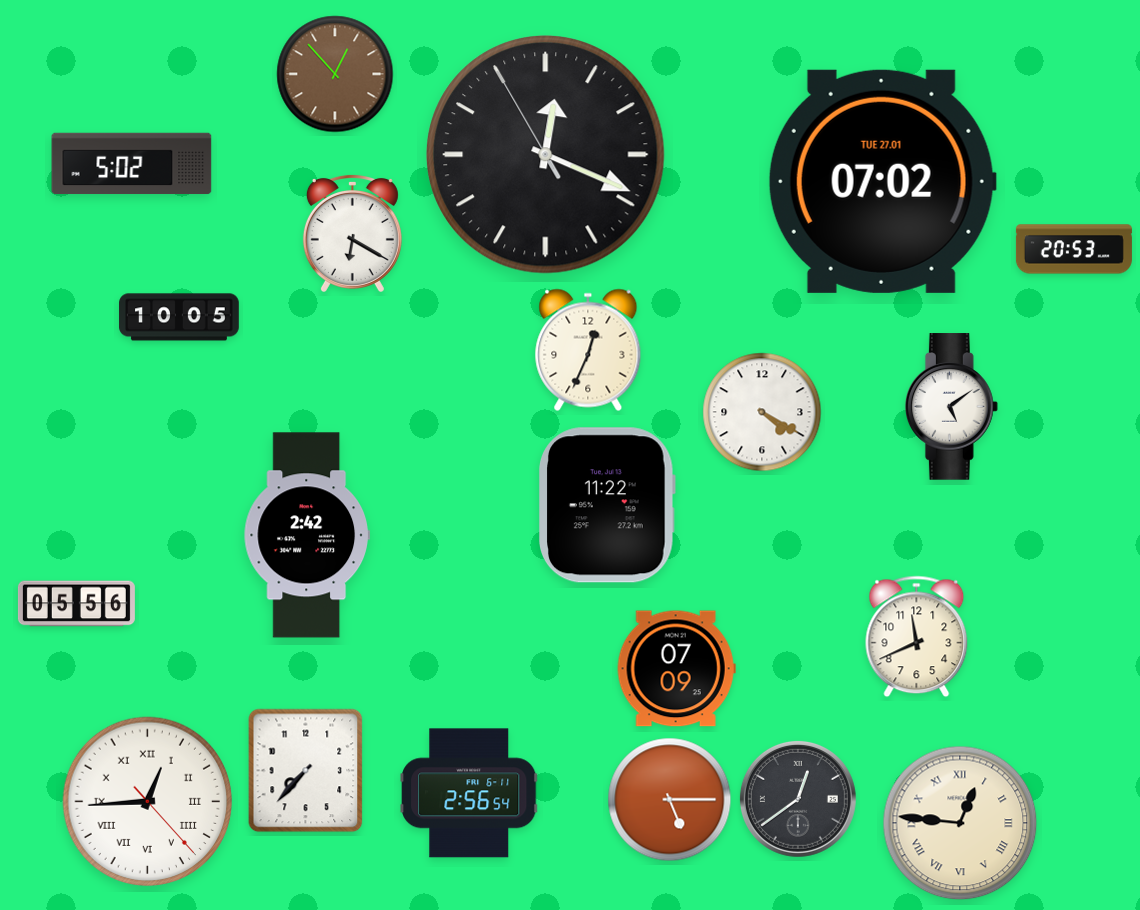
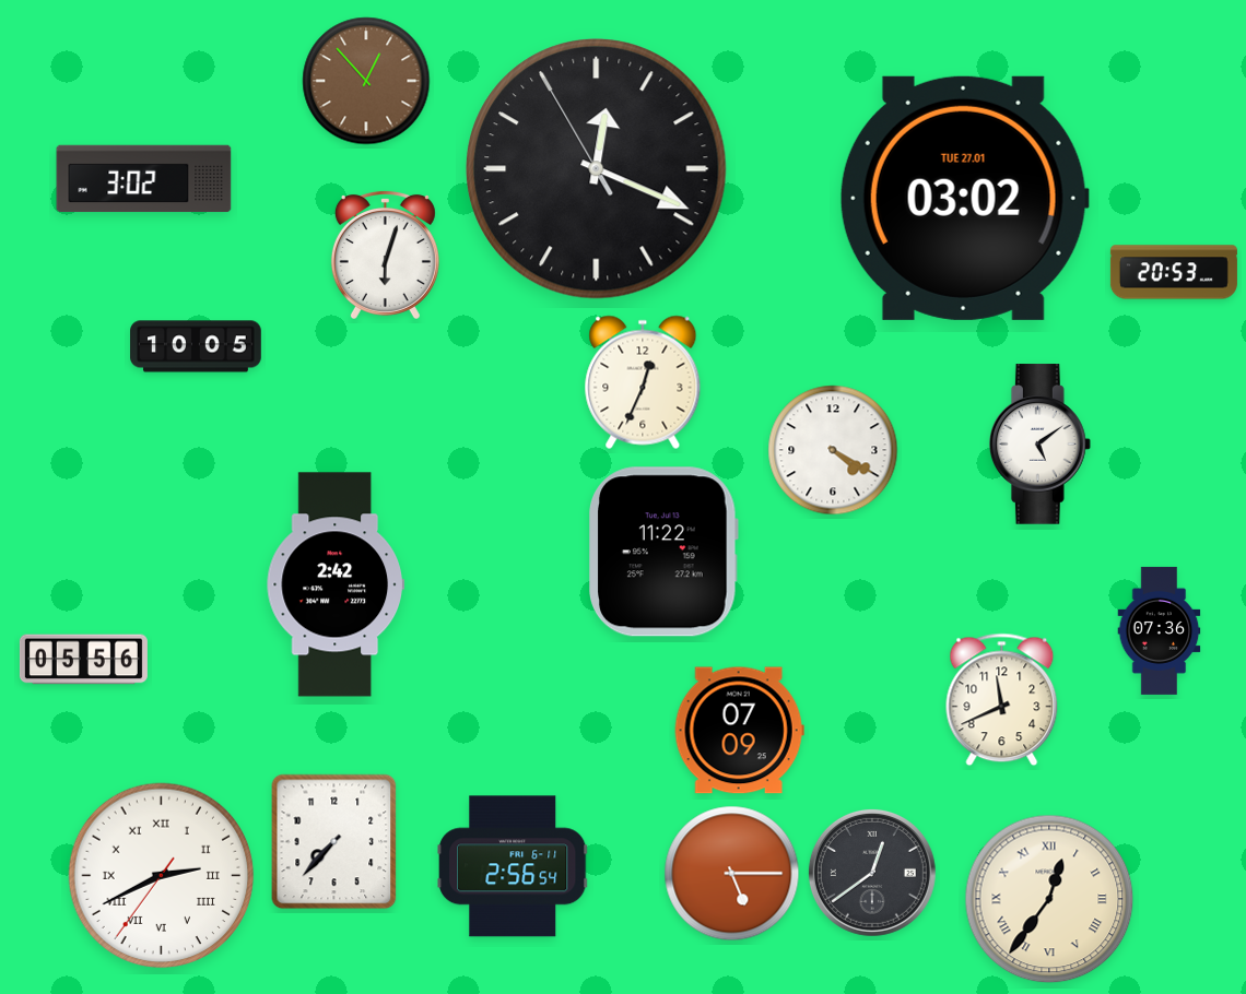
clock at (132, 164): 5:02 -> 3:02
clock at (882, 181): 07:02 -> 03:02
clock at (352, 233): 6:20 -> 6:03
clock at (1160, 630): none -> 07:36
clock at (917, 637) position: (917, 637) -> (1002, 700)
clock at (148, 802): 12:44 -> 2:40
clock at (960, 823): 12:46 -> 12:36
